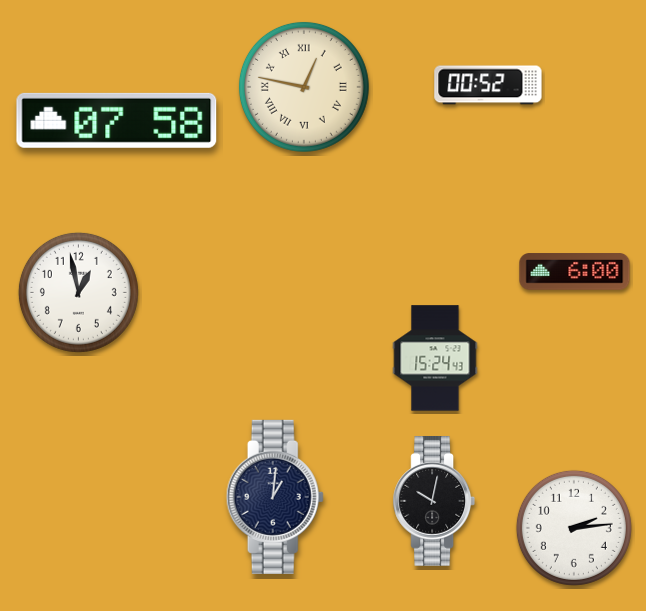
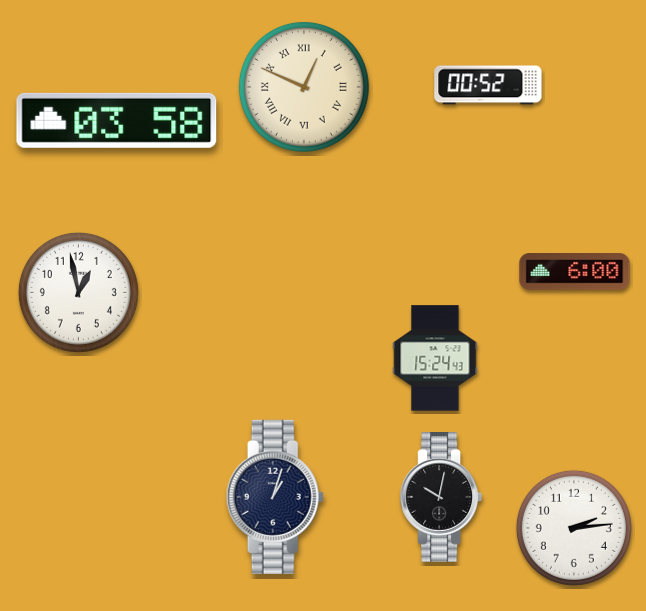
clock at (304, 87): 12:47 -> 12:49
clock at (117, 120): 07:58 -> 03:58
clock at (275, 497): 1:01 -> 1:03
clock at (434, 502) position: (434, 502) -> (441, 498)
